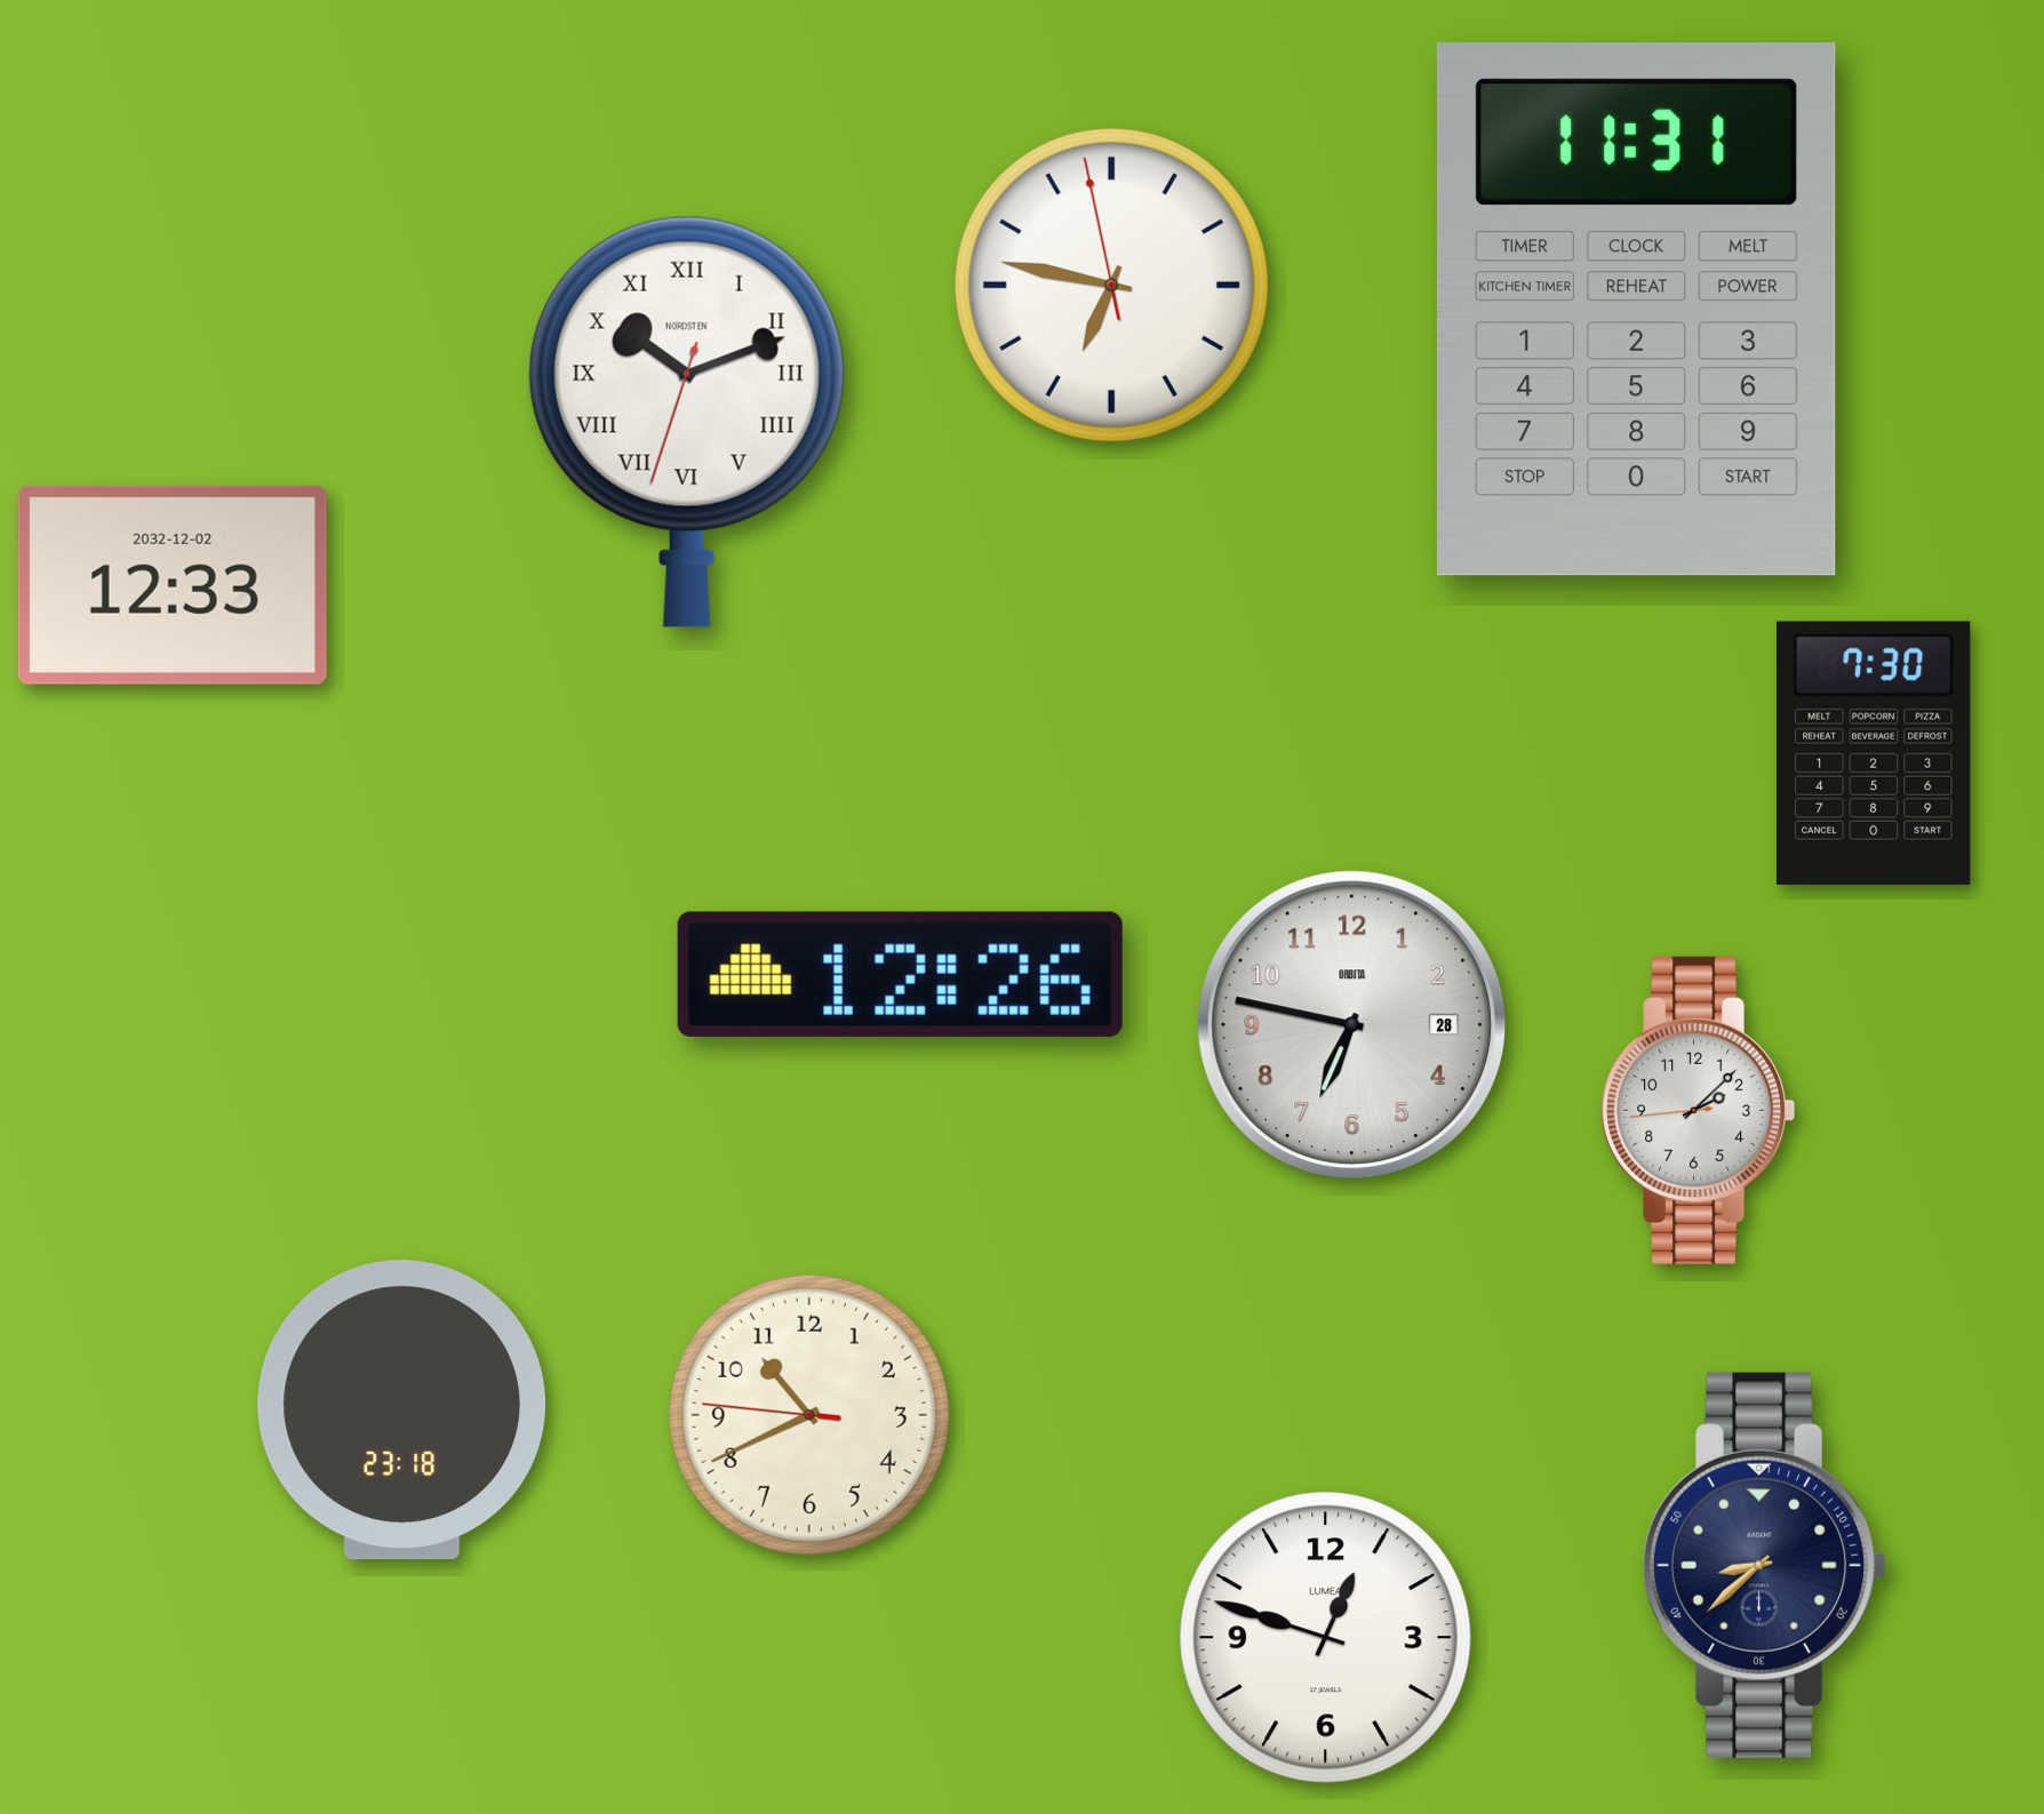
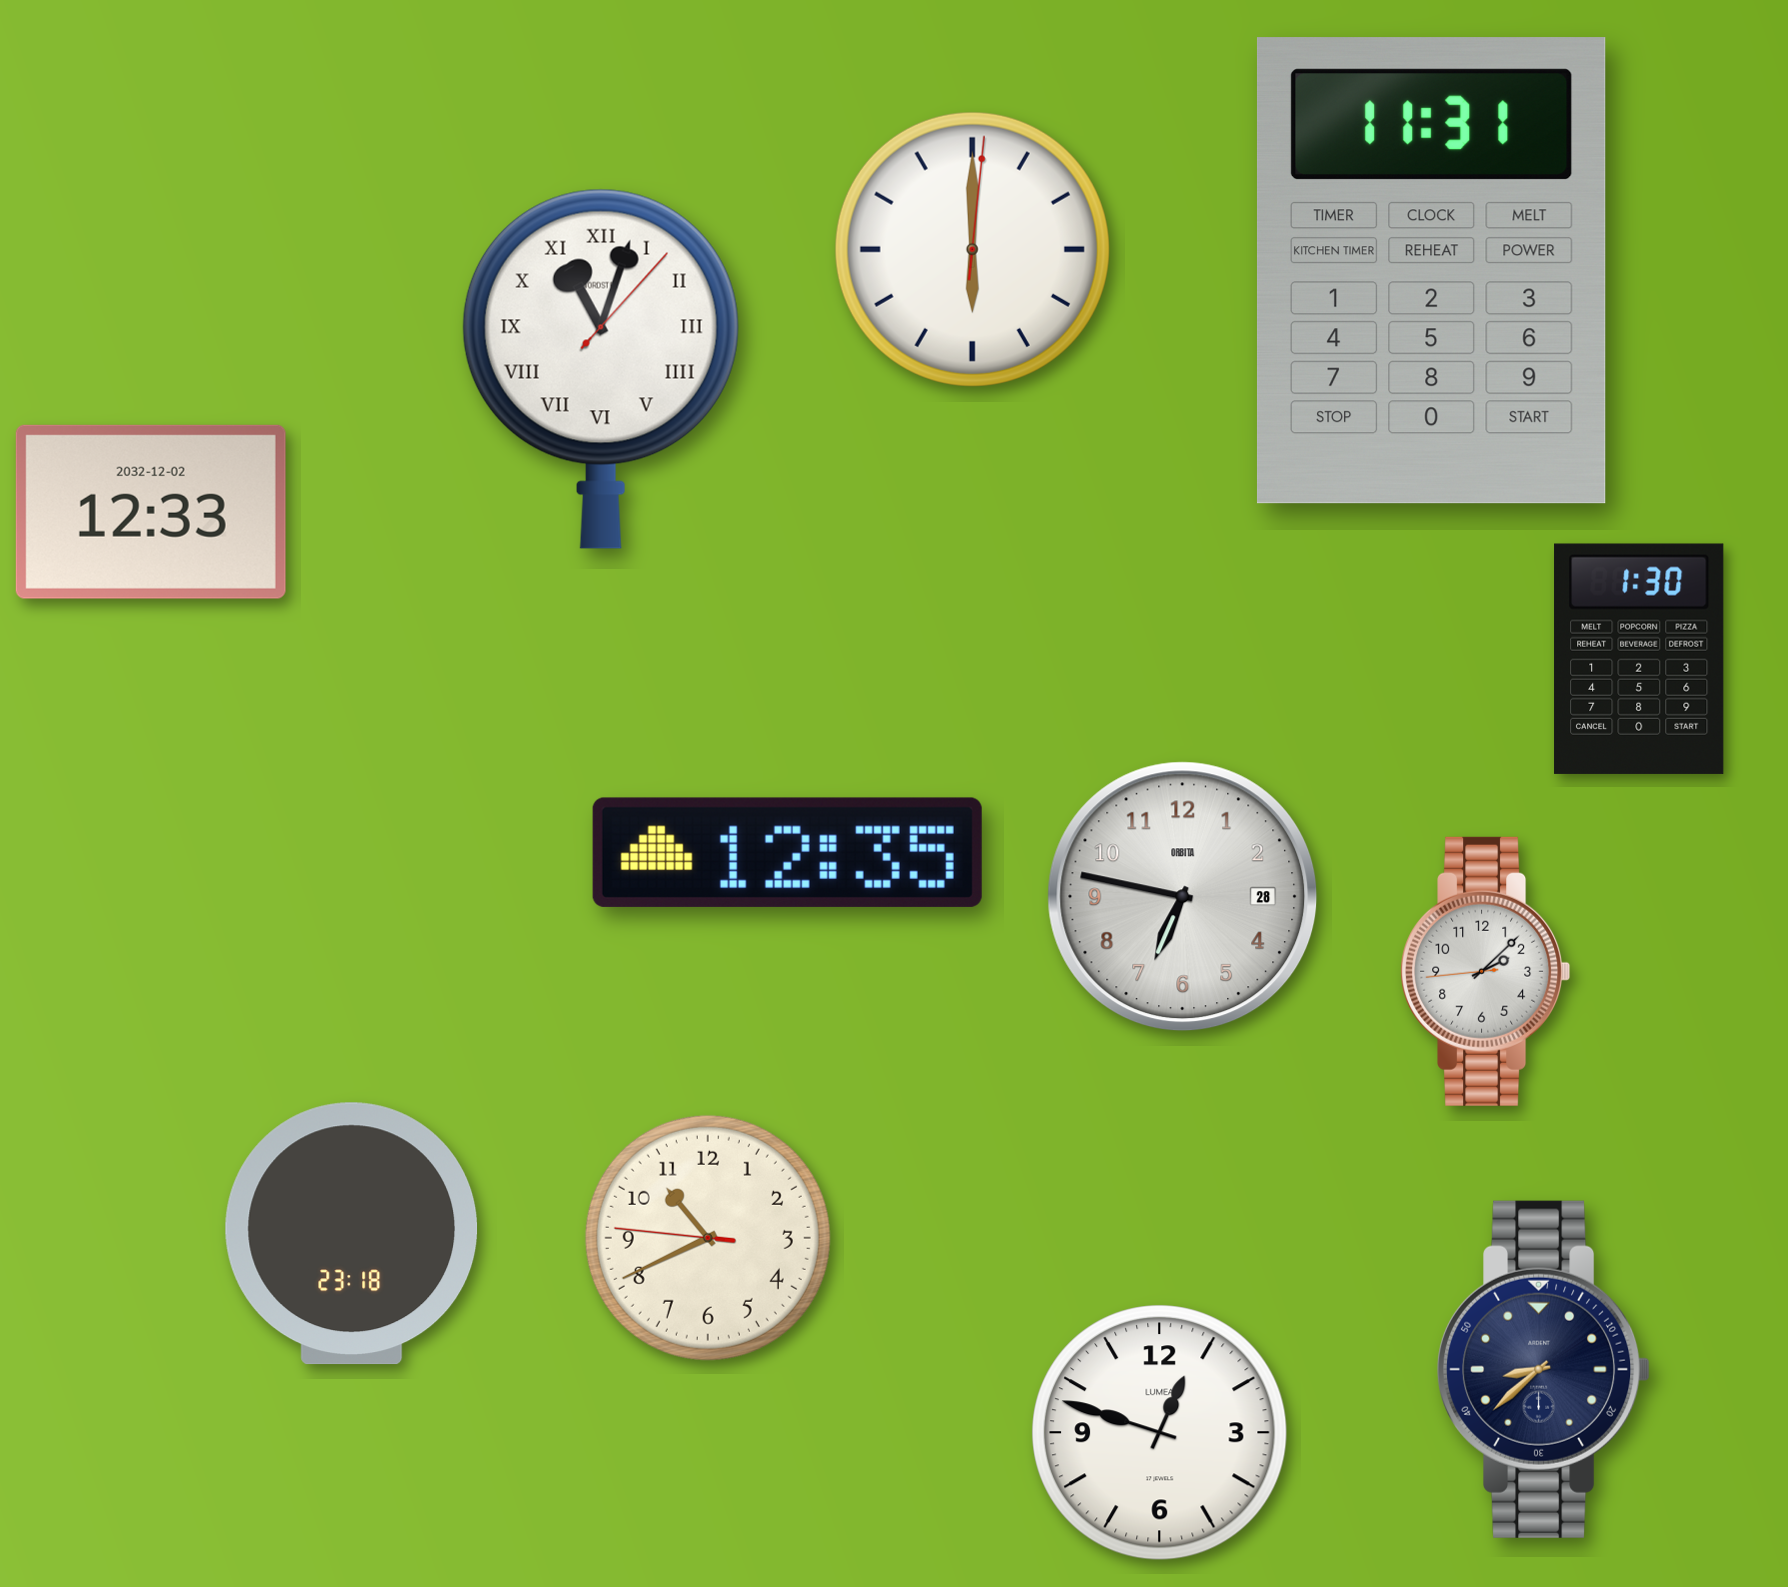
clock at (1111, 285): 6:46 -> 6:00
clock at (687, 422): 10:11 -> 11:03
clock at (1874, 753): 7:30 -> 1:30
clock at (900, 974): 12:26 -> 12:35
